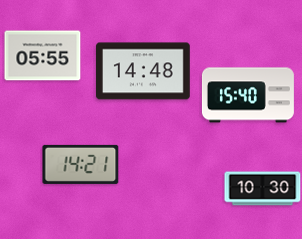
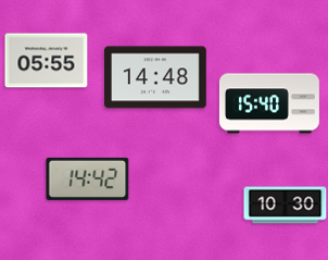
clock at (81, 164): 14:21 -> 14:42
